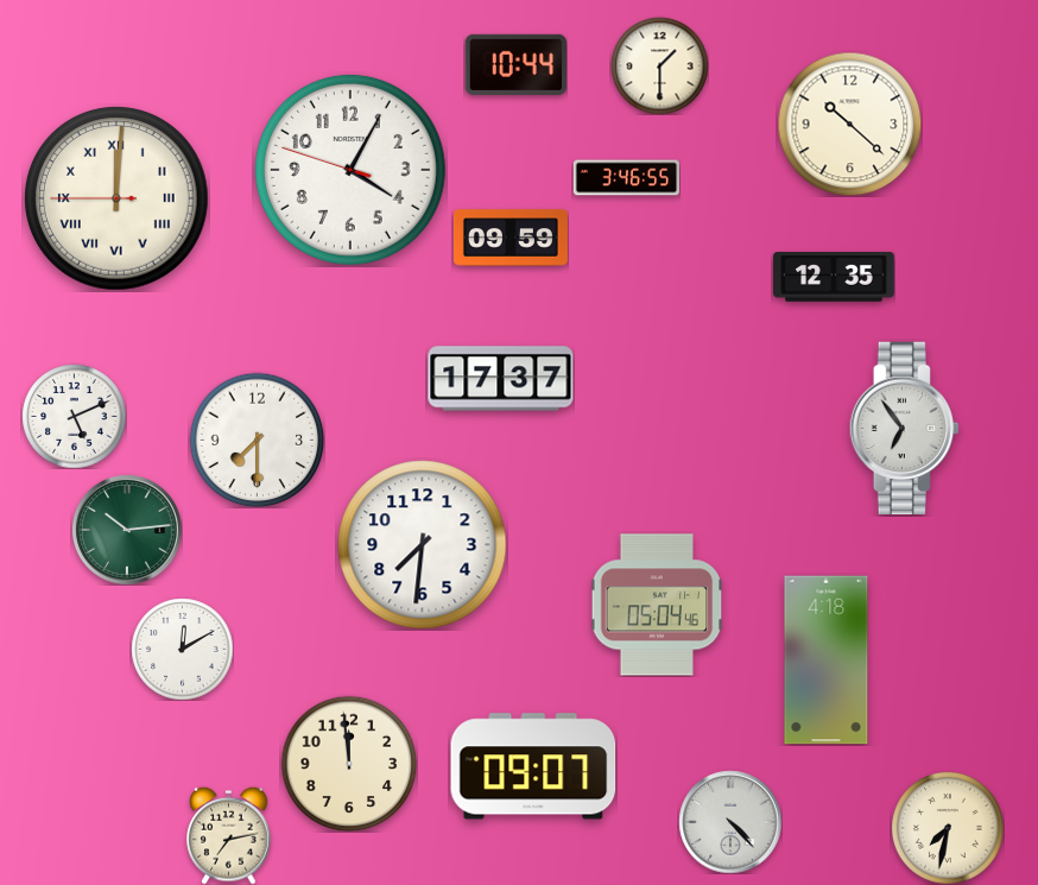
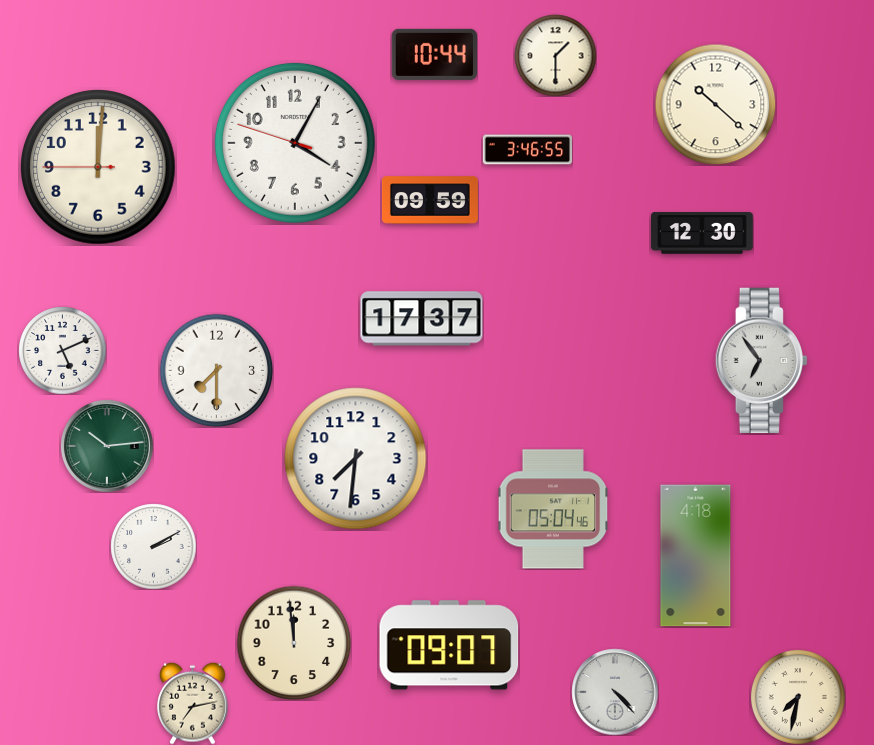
clock at (118, 200) numerals: Roman -> Arabic
clock at (834, 277): 12:35 -> 12:30
clock at (182, 649): 12:10 -> 2:10
